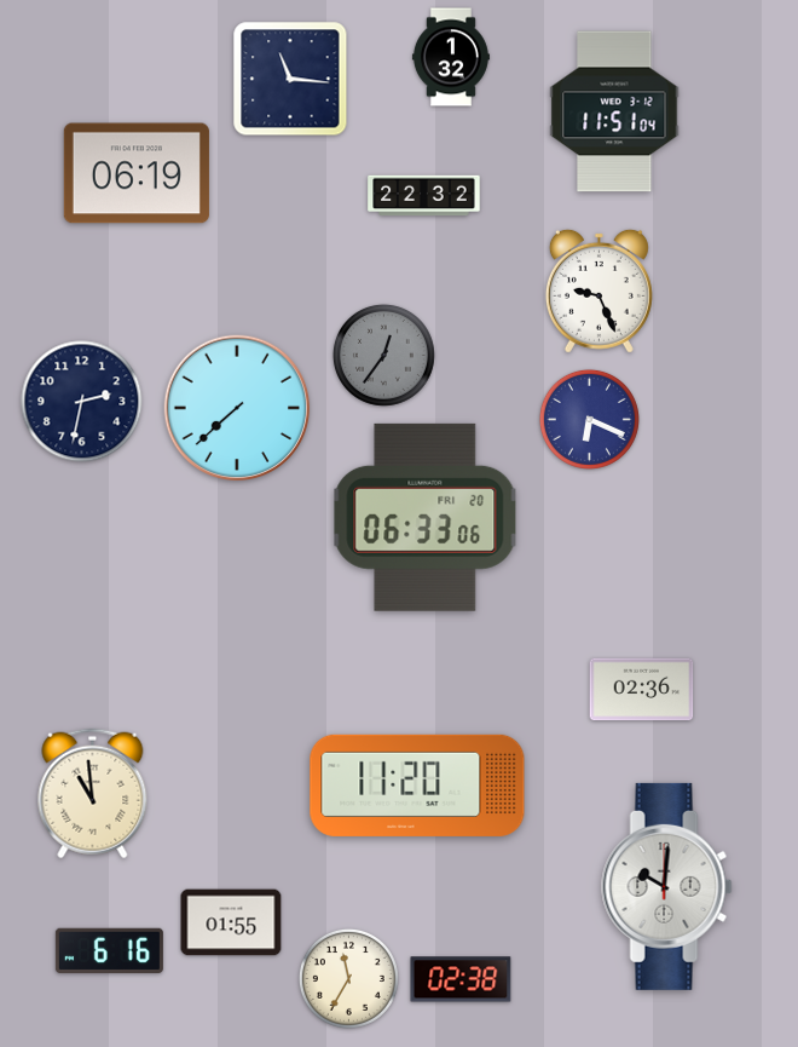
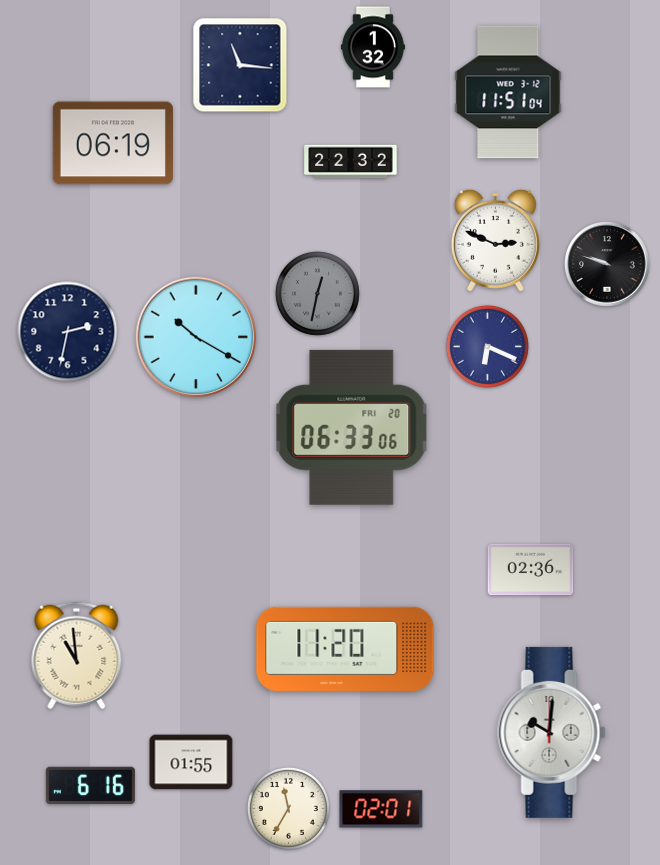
clock at (598, 290): 9:26 -> 2:49
clock at (607, 264): none -> 9:48
clock at (383, 355): 12:36 -> 12:32
clock at (237, 408): 7:38 -> 10:20
clock at (461, 979): 02:38 -> 02:01
